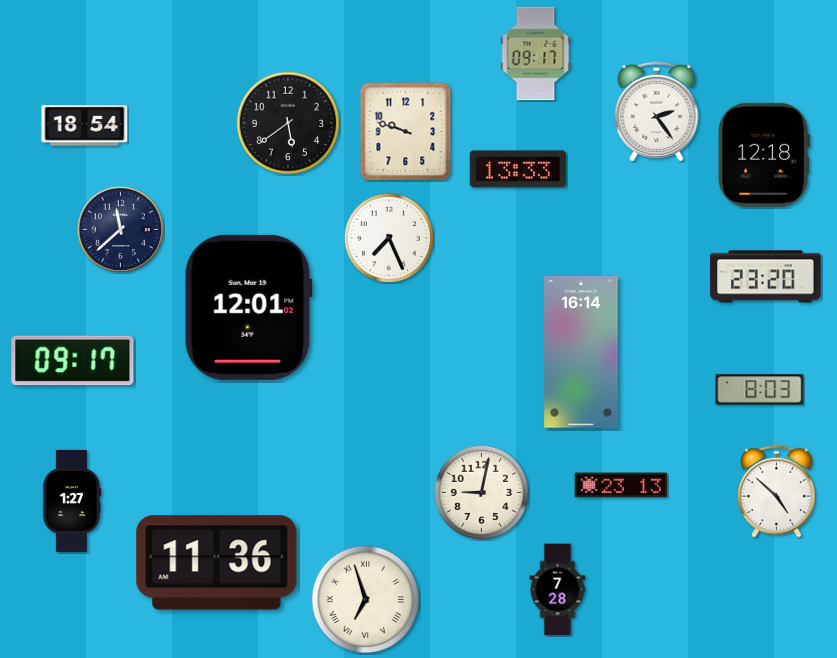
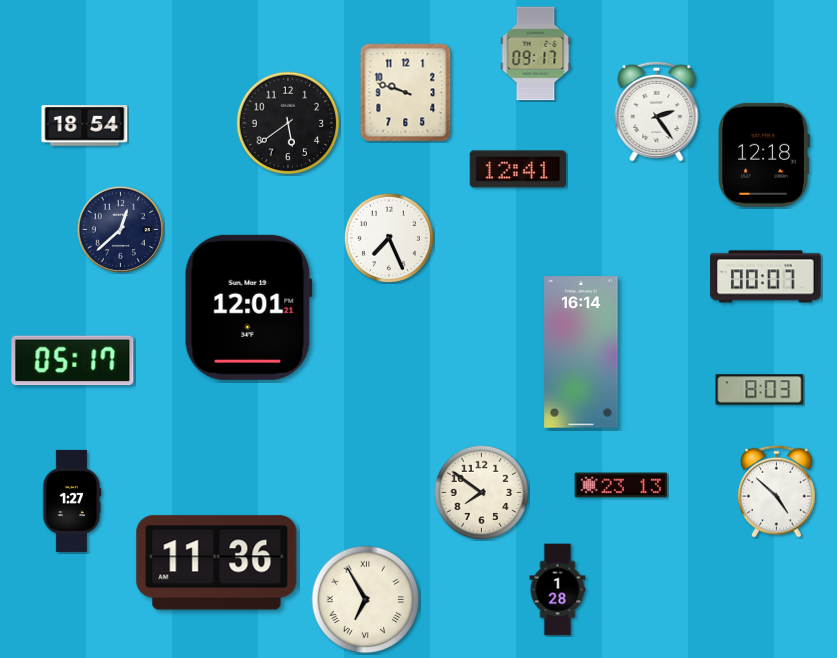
clock at (406, 132) position: (406, 132) -> (406, 93)
clock at (518, 169): 13:33 -> 12:41
clock at (120, 229): 11:38 -> 12:38
clock at (766, 277): 23:20 -> 00:07
clock at (248, 307): 12:01:02 -> 12:01:21
clock at (73, 361): 09:17 -> 05:17
clock at (481, 492): 9:02 -> 7:51
clock at (558, 590): 7:28 -> 1:28
clock at (366, 600): 6:57 -> 6:55
